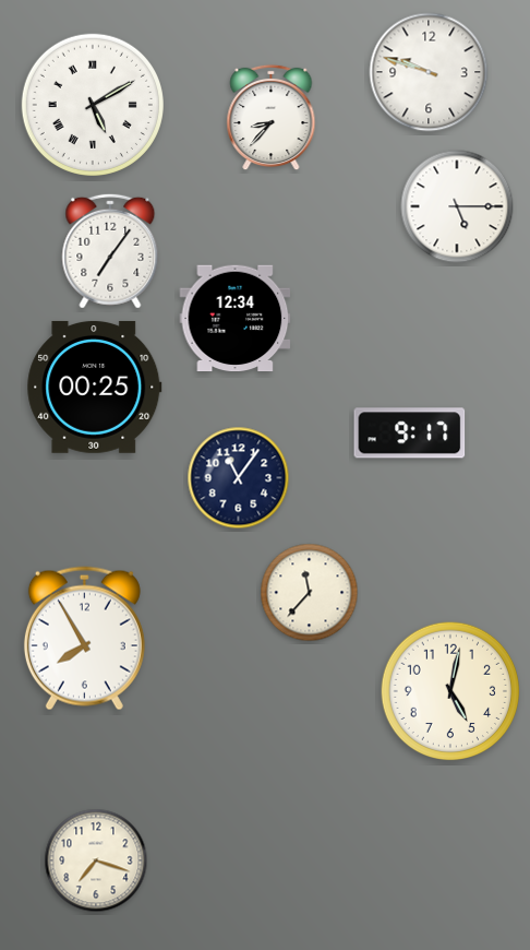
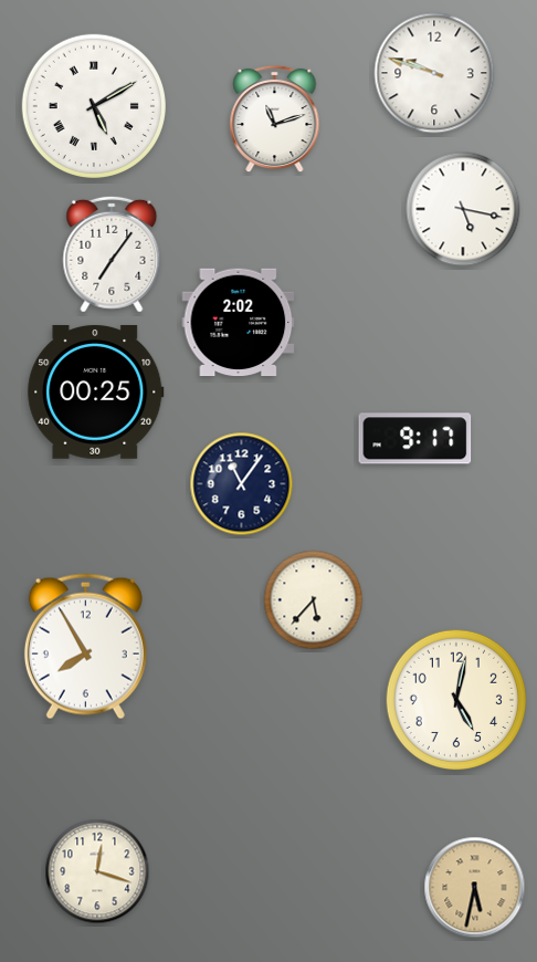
clock at (272, 118): 8:37 -> 11:12
clock at (457, 206): 5:15 -> 5:17
clock at (236, 319): 12:34 -> 2:02
clock at (310, 593): 11:37 -> 5:37
clock at (96, 860): 7:18 -> 12:18
clock at (475, 888): none -> 5:32
